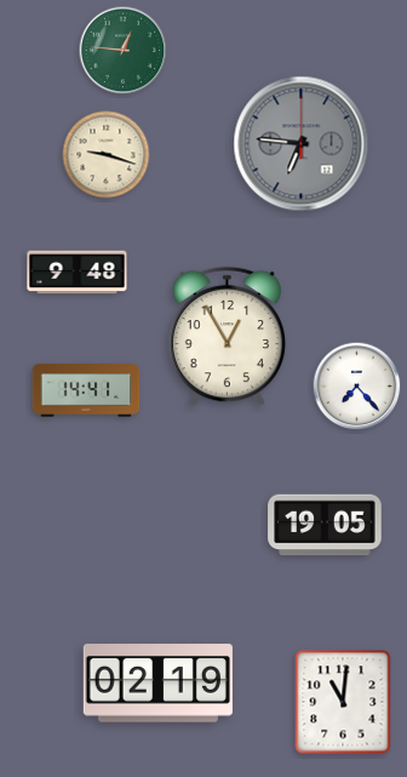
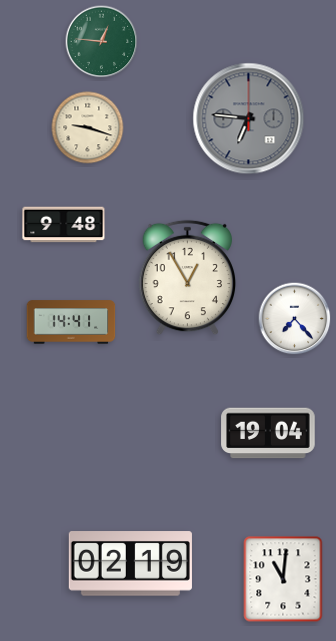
clock at (325, 525): 19:05 -> 19:04
